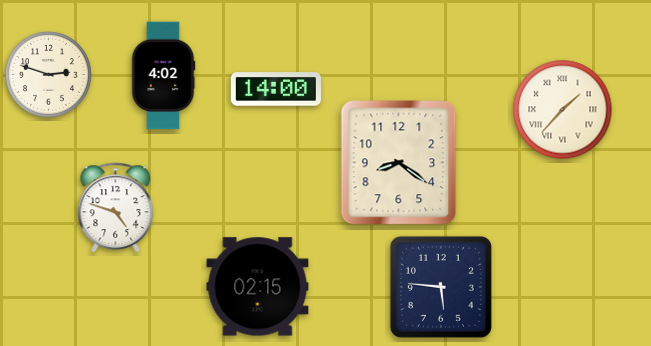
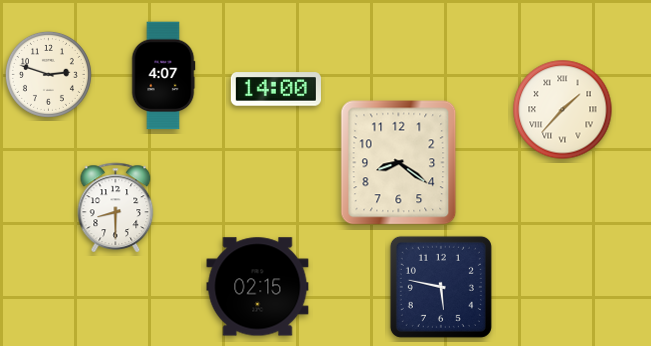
clock at (163, 76): 4:02 -> 4:07
clock at (116, 208): 4:48 -> 8:30
clock at (441, 287): 5:46 -> 5:47
